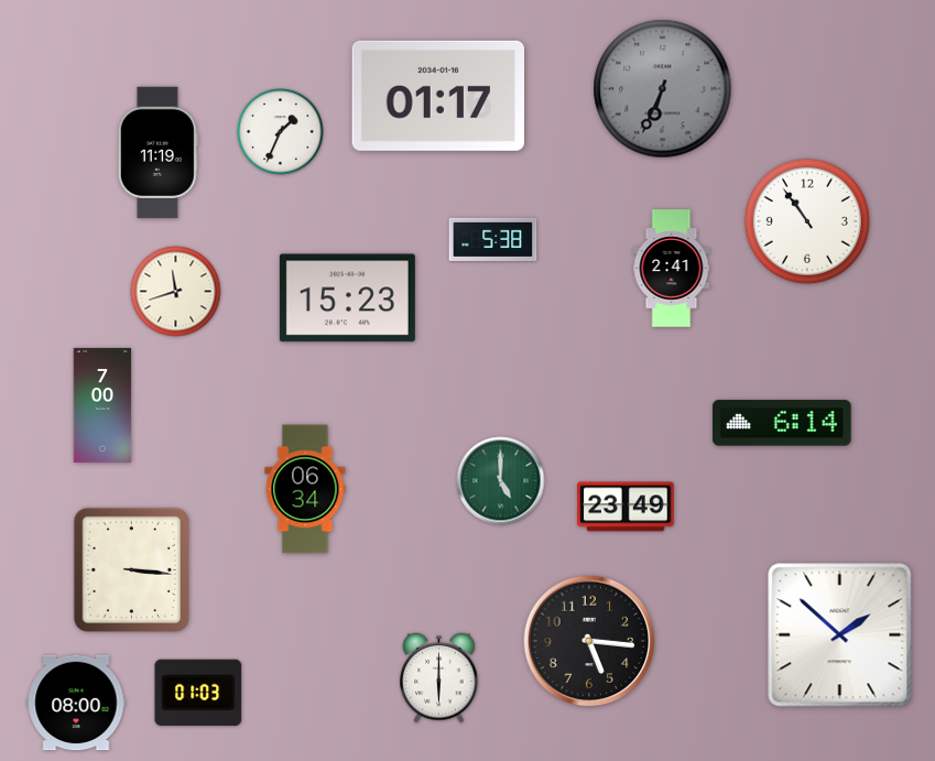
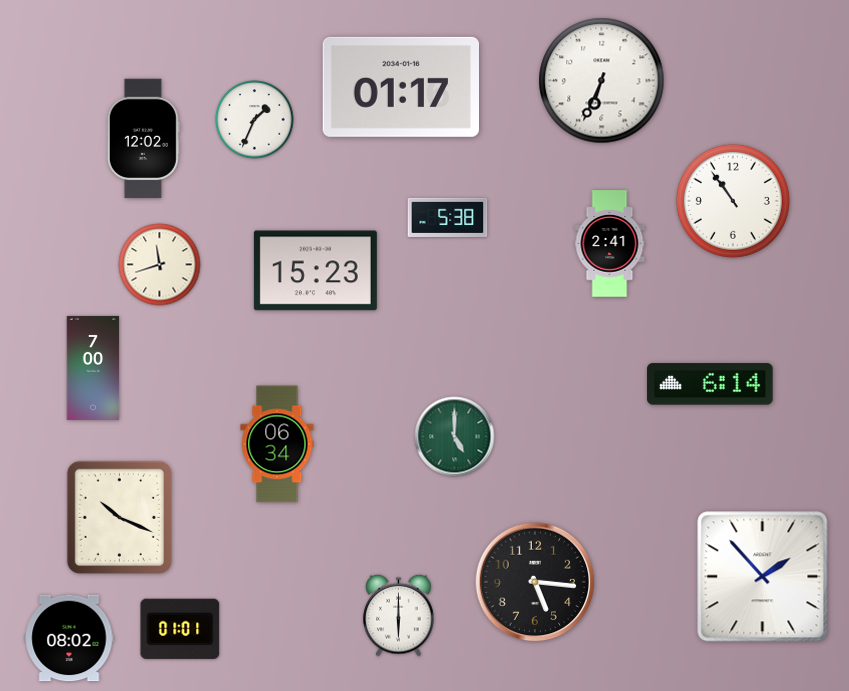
clock at (663, 89) dial: grey -> white
clock at (437, 96) position: (437, 96) -> (400, 87)
clock at (157, 153): 11:19 -> 12:02
clock at (626, 507): 23:49 -> none
clock at (131, 569): 3:16 -> 10:19
clock at (840, 635): 1:52 -> 1:53
clock at (198, 693): 01:03 -> 01:01
clock at (76, 703): 08:00 -> 08:02
